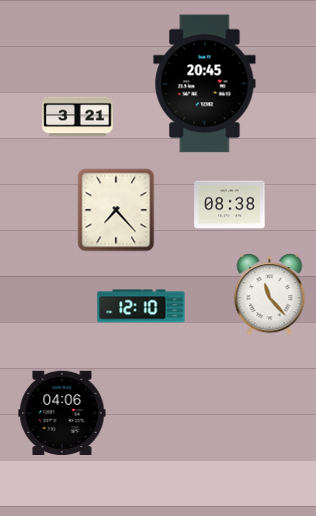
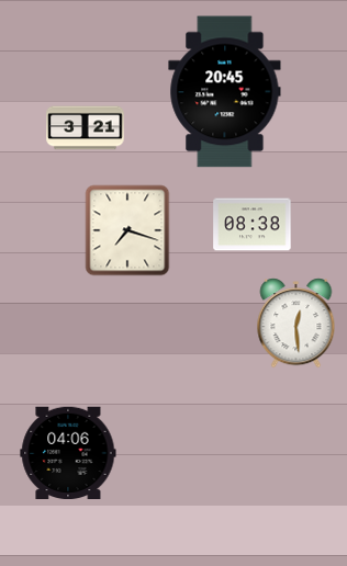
clock at (116, 210): 7:23 -> 7:18
clock at (270, 295): 11:23 -> 12:29
clock at (141, 306): 12:10 -> none
